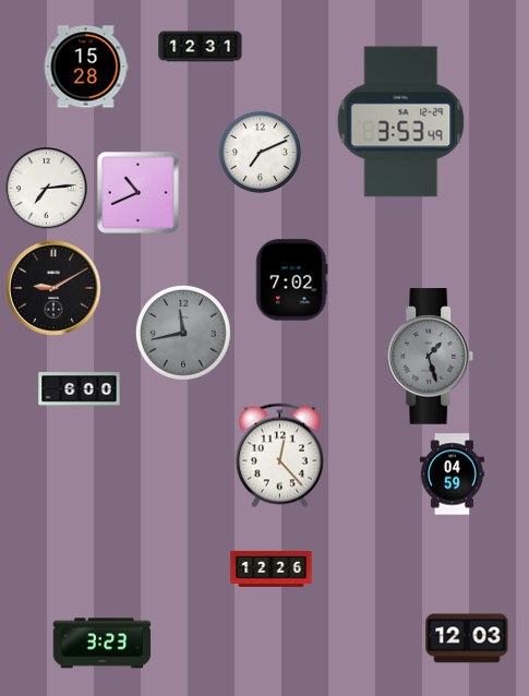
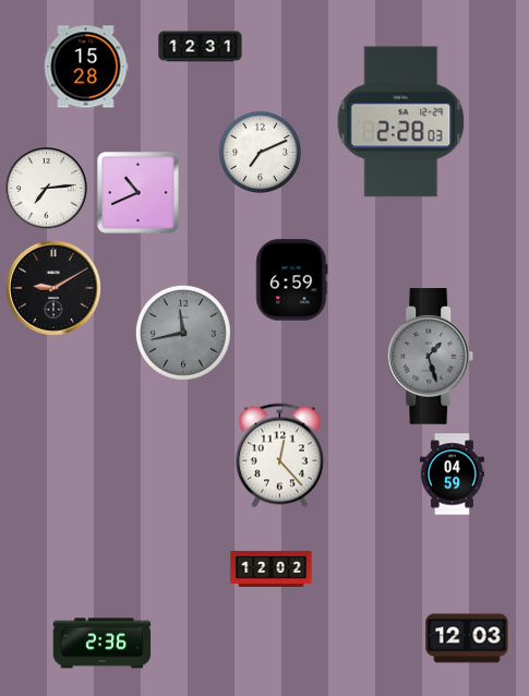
clock at (401, 122): 3:53 -> 2:28
clock at (291, 280): 7:02 -> 6:59
clock at (80, 389): 6:00 -> none
clock at (272, 568): 12:26 -> 12:02
clock at (103, 644): 3:23 -> 2:36
